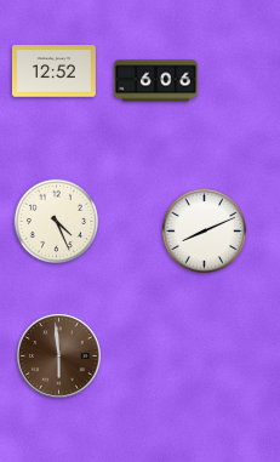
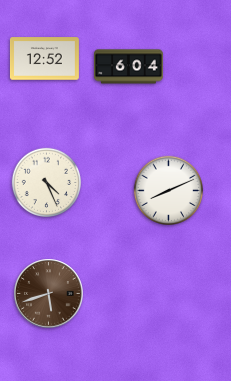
clock at (156, 81): 6:06 -> 6:04
clock at (59, 357): 5:59 -> 5:42
